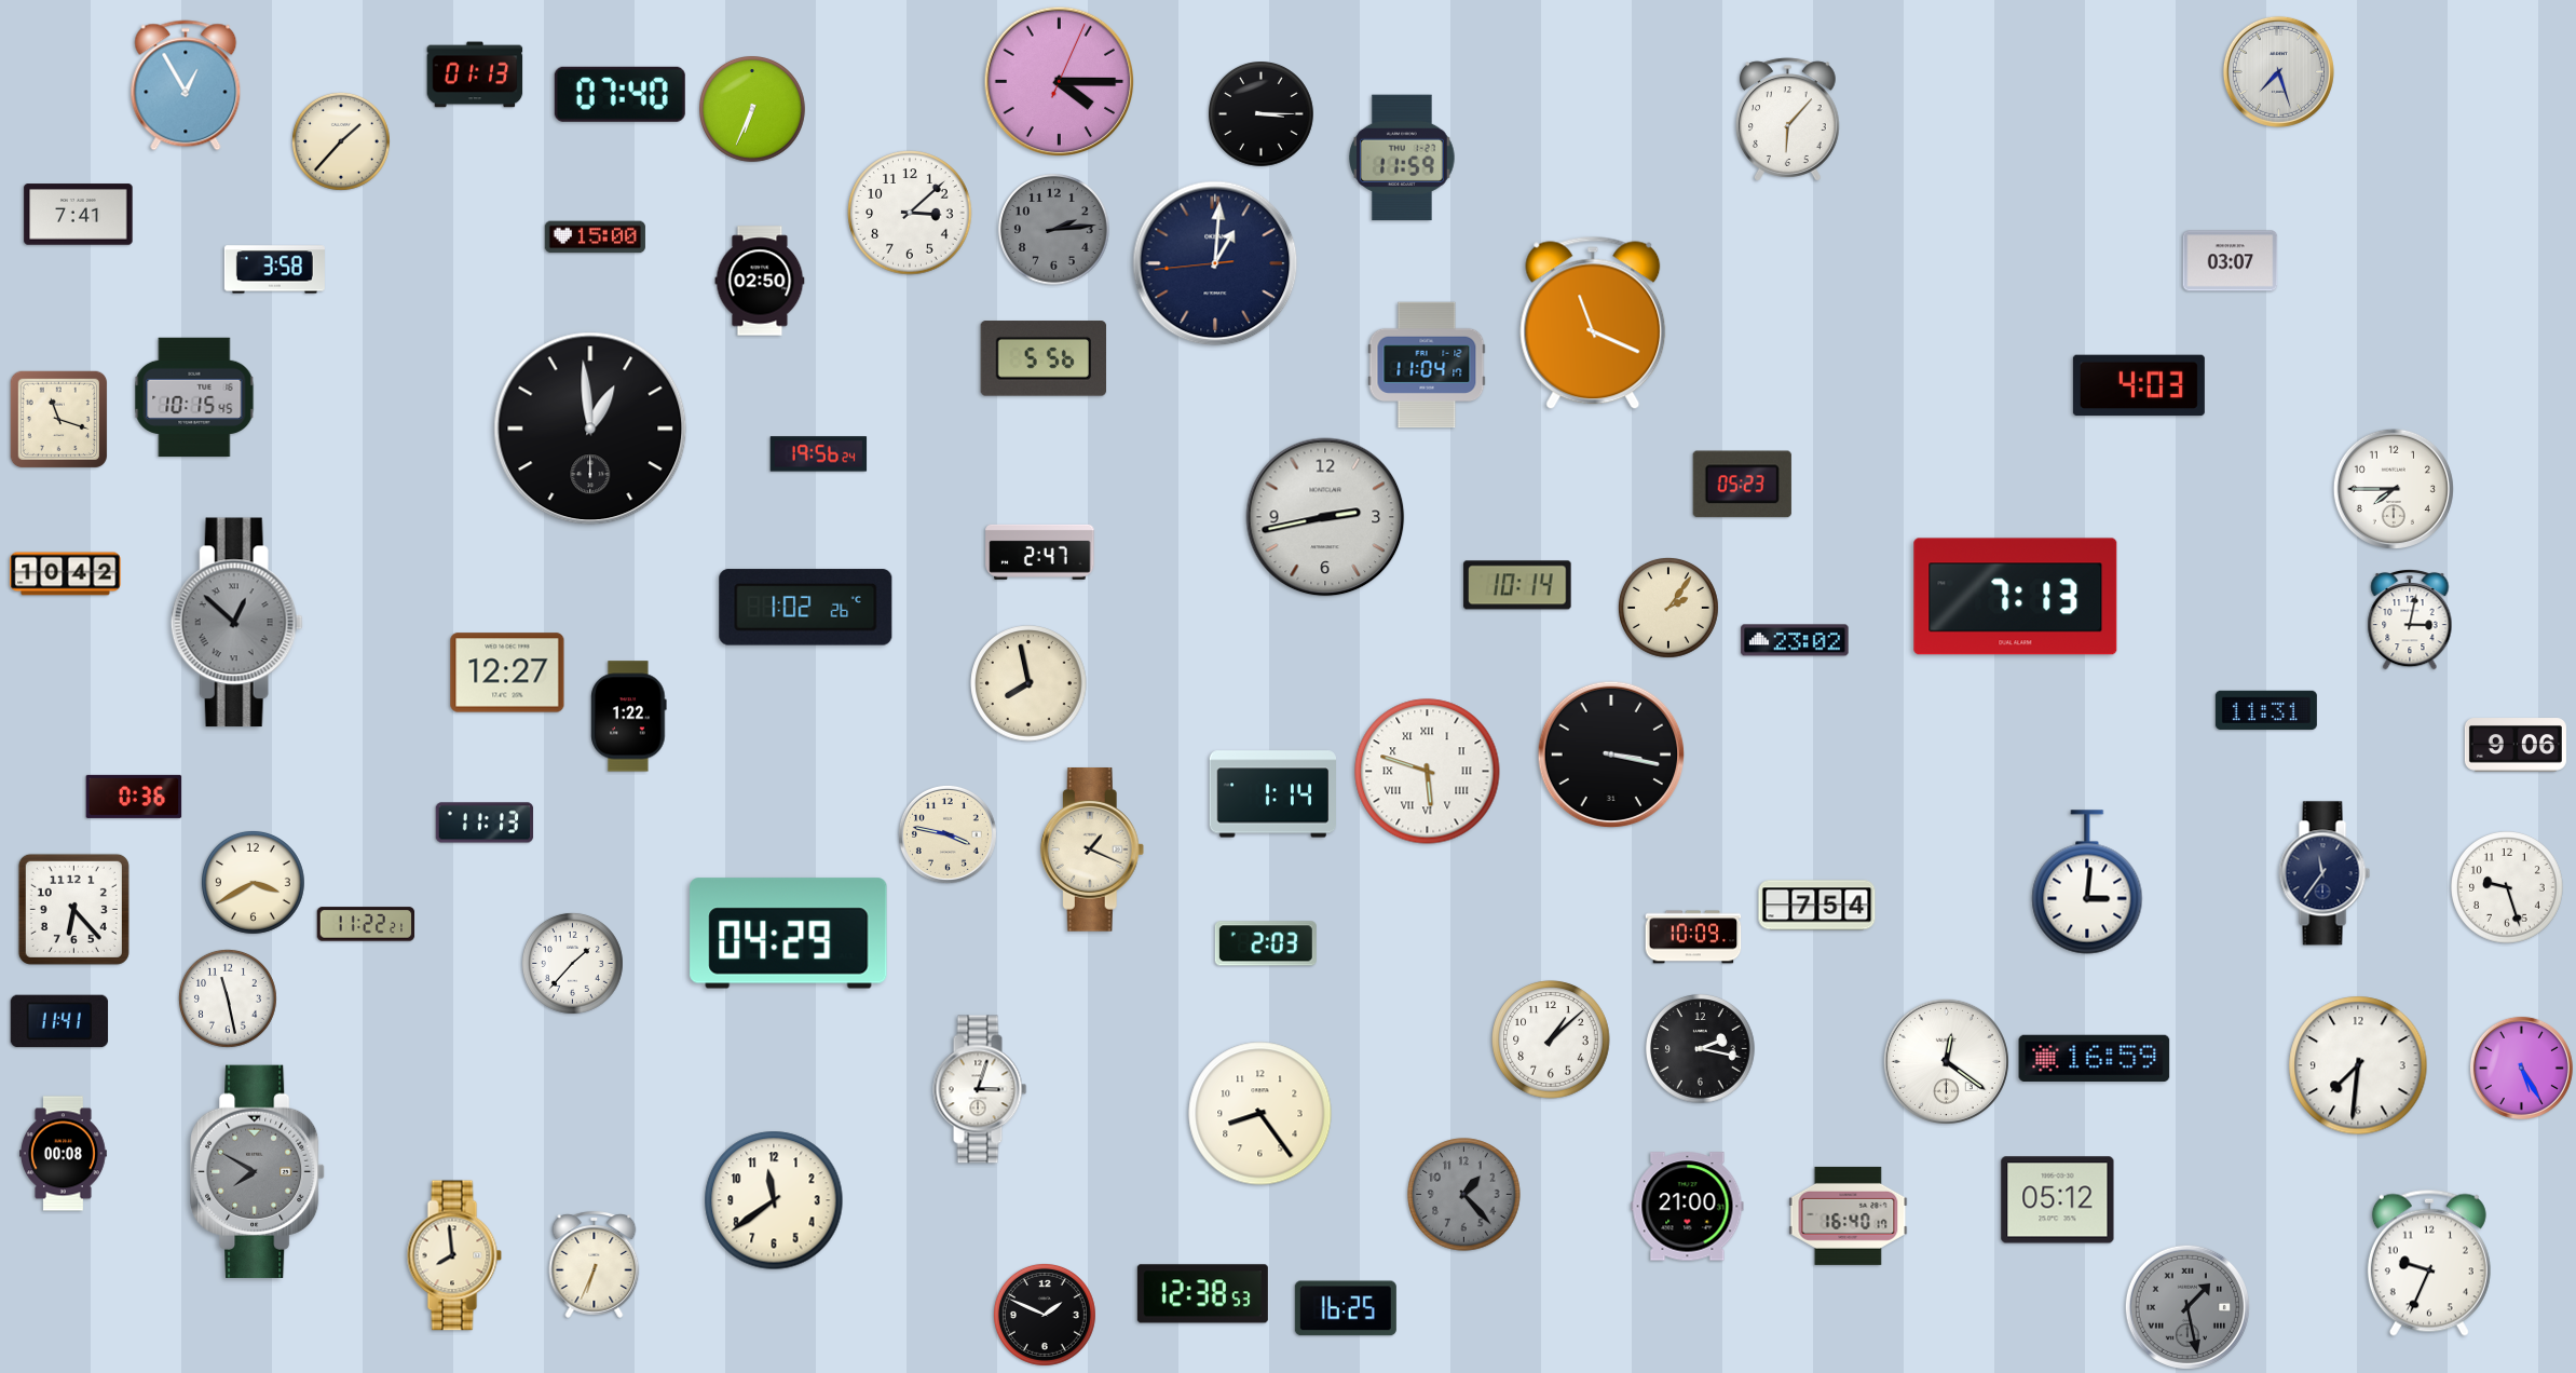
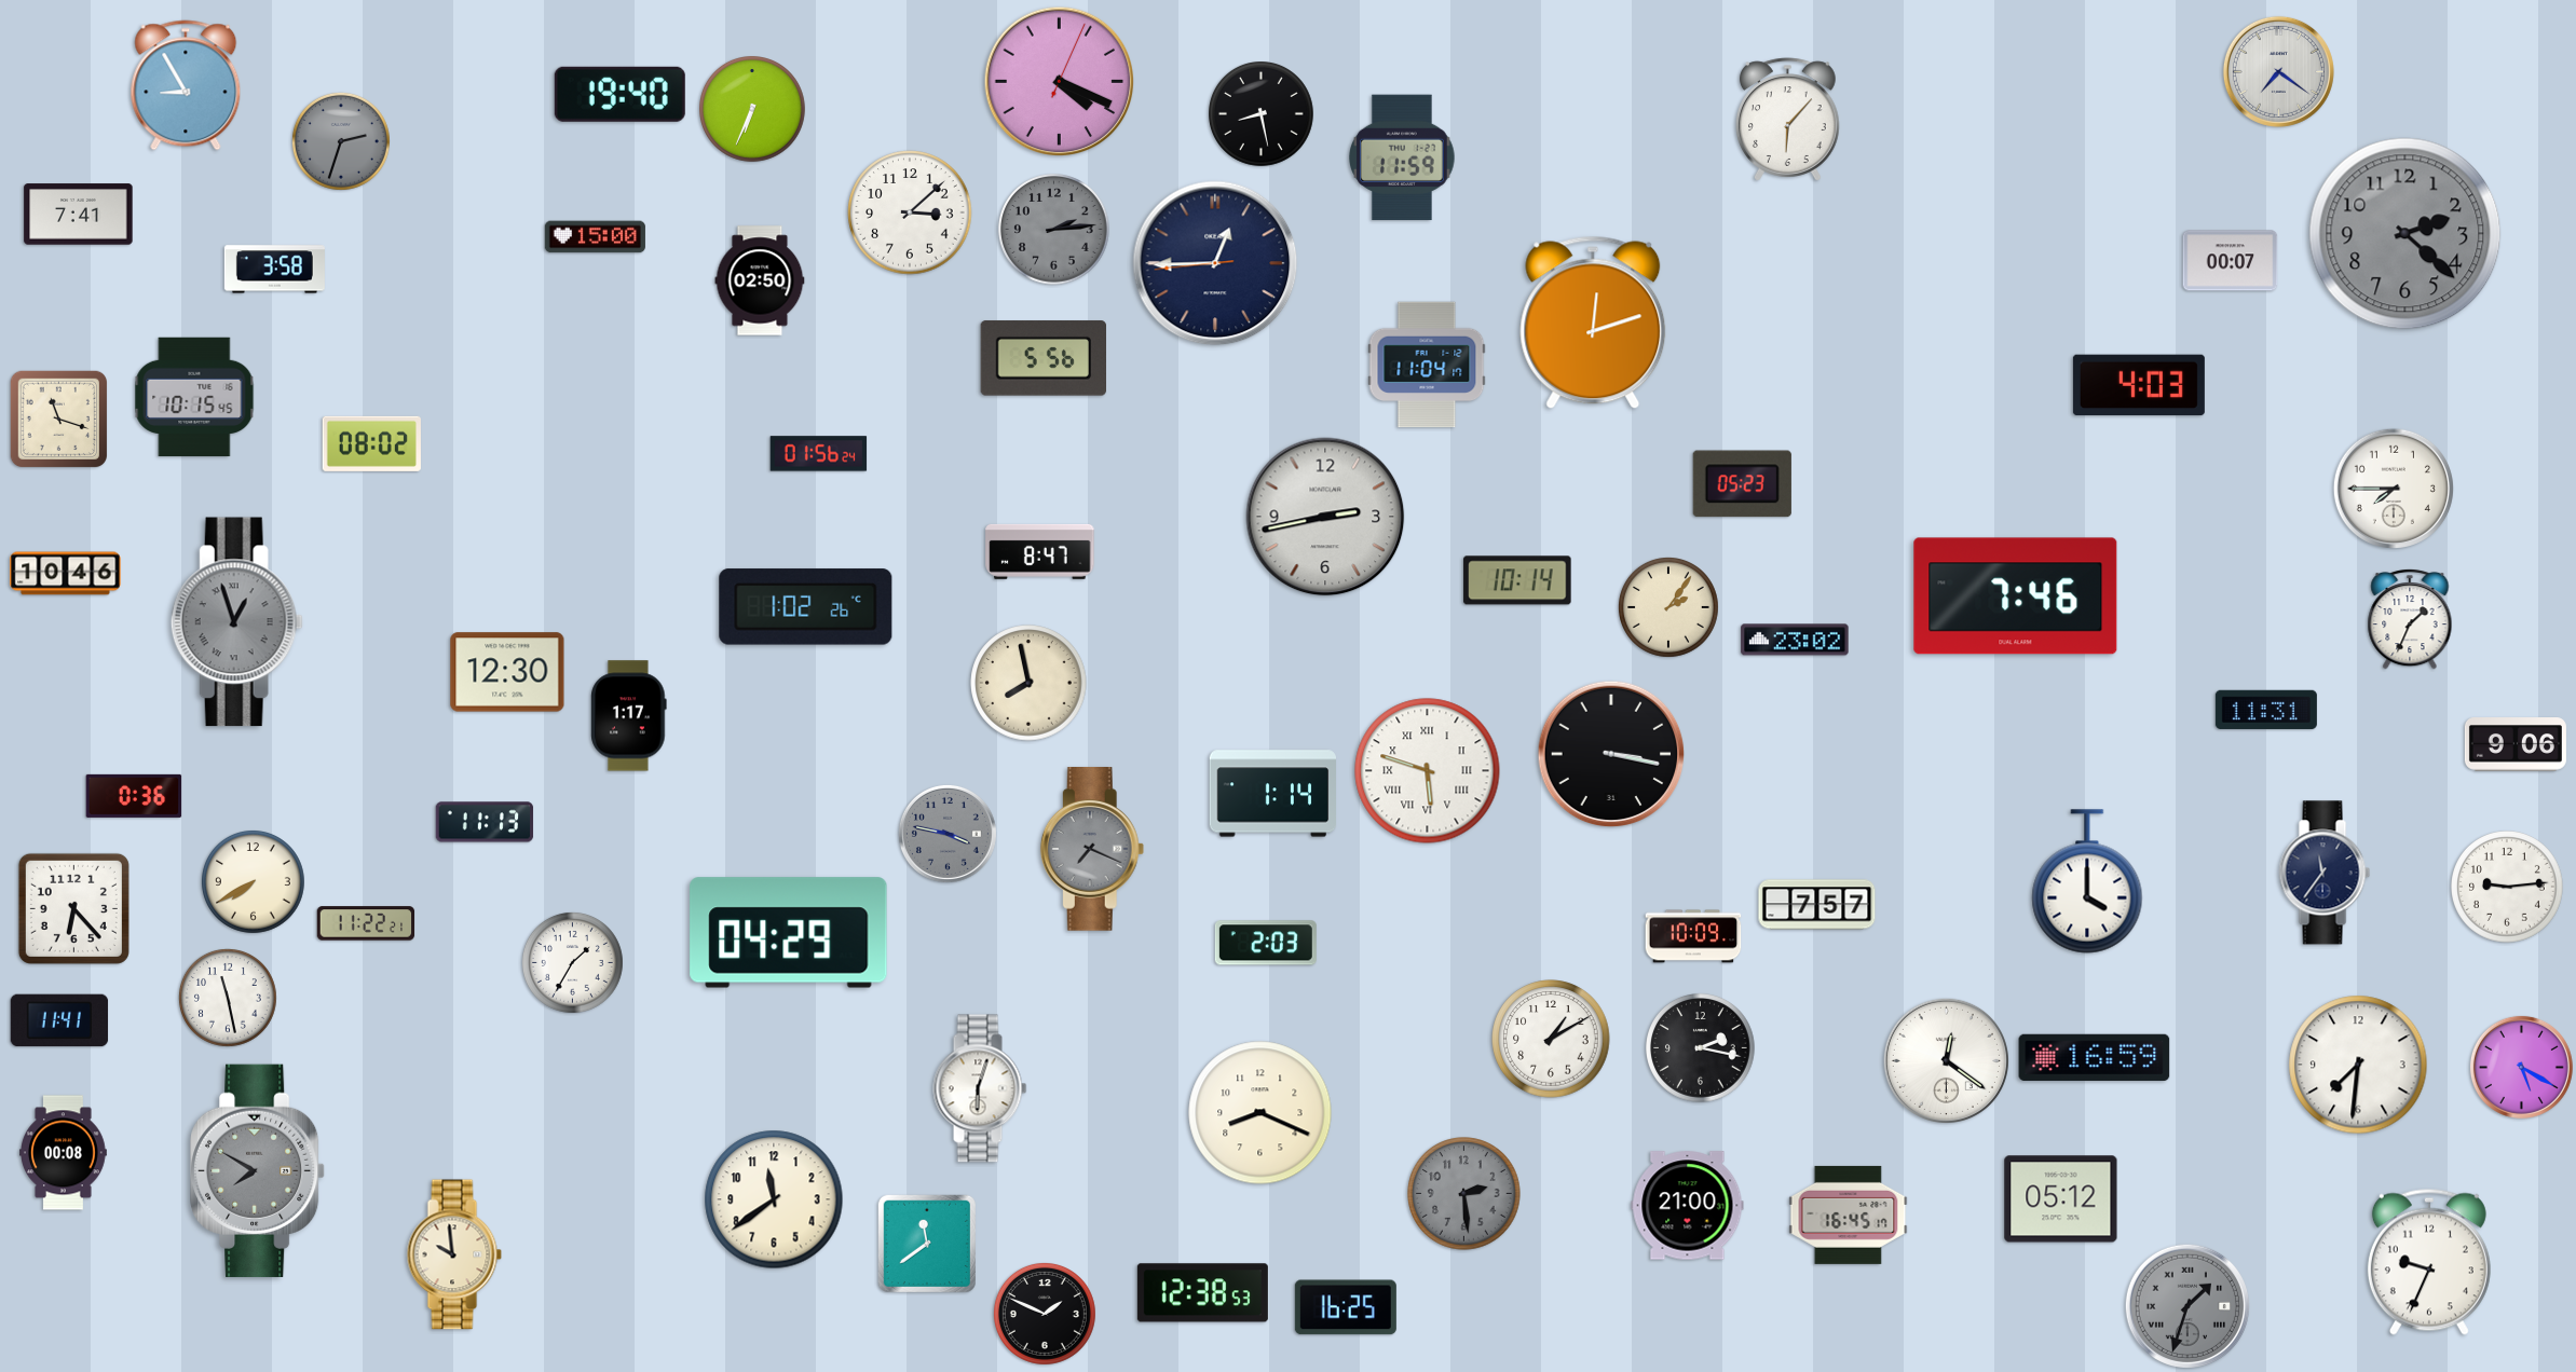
clock at (2278, 71): 7:27 -> 7:21
clock at (475, 74): 01:13 -> none
clock at (1060, 82): 4:15 -> 4:19
clock at (186, 85): 12:55 -> 8:55
clock at (619, 94): 07:40 -> 19:40
clock at (1262, 114): 3:15 -> 8:28
clock at (341, 141): 1:37 -> 2:33
clock at (341, 141) dial: cream -> grey
clock at (2405, 234): none -> 2:22
clock at (2231, 261): 03:07 -> 00:07
clock at (1215, 263): 1:00 -> 12:44
clock at (1593, 323): 11:19 -> 12:12
clock at (590, 429): 12:59 -> none
clock at (371, 443): none -> 08:02
clock at (819, 454): 19:56 -> 01:56
clock at (1040, 552): 2:47 -> 8:47
clock at (66, 574): 10:42 -> 10:46
clock at (1517, 585) position: (1517, 585) -> (1517, 580)
clock at (2016, 597): 7:13 -> 7:46
clock at (2410, 620): 3:02 -> 1:34
clock at (236, 623): 12:52 -> 12:57
clock at (507, 672): 12:27 -> 12:30
clock at (629, 717): 1:22 -> 1:17
clock at (948, 834) dial: cream -> grey
clock at (1092, 851): 1:19 -> 7:19
clock at (1092, 851) dial: cream -> grey
clock at (253, 882): 3:40 -> 7:40
clock at (2087, 882): 3:01 -> 4:00
clock at (2507, 887): 9:27 -> 9:14
clock at (1817, 906): 7:54 -> 7:57
clock at (572, 963): 1:37 -> 1:35
clock at (1551, 1039): 1:08 -> 1:10
clock at (2521, 1068): 5:25 -> 5:20
clock at (980, 1089): 3:03 -> 6:03
clock at (1260, 1114): 8:24 -> 8:19
clock at (1464, 1195): 1:23 -> 2:29
clock at (2058, 1200) position: (2058, 1200) -> (2061, 1199)
clock at (1849, 1215): 16:40 -> 16:45
clock at (926, 1243): none -> 11:39
clock at (454, 1255): 7:59 -> 9:59
clock at (595, 1264): 6:34 -> none
clock at (2187, 1307): 1:28 -> 1:33
